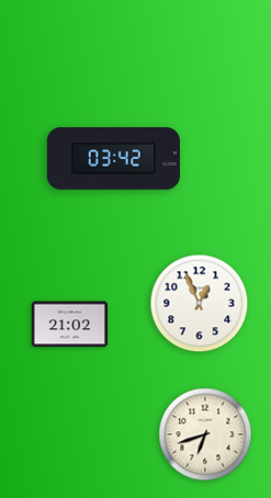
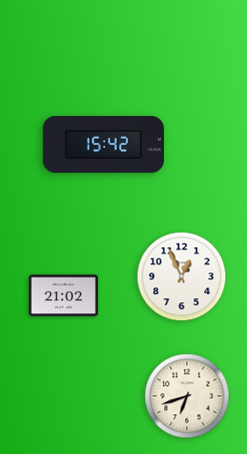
clock at (113, 159): 03:42 -> 15:42
